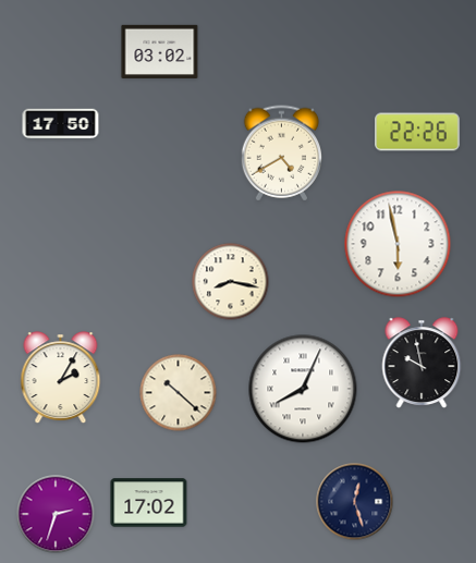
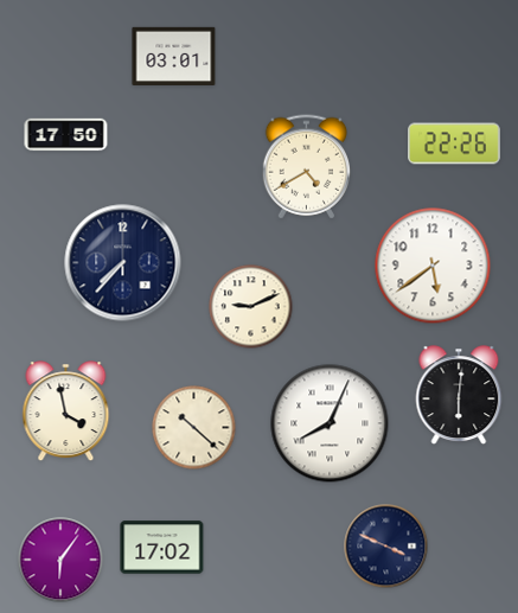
clock at (160, 51): 03:02 -> 03:01
clock at (123, 263): none -> 7:37
clock at (398, 244): 5:58 -> 5:39
clock at (231, 282): 8:17 -> 9:11
clock at (422, 363): 9:58 -> 6:01
clock at (61, 378): 2:05 -> 3:58
clock at (355, 502): 12:27 -> 3:49
clock at (56, 514): 2:33 -> 6:06
